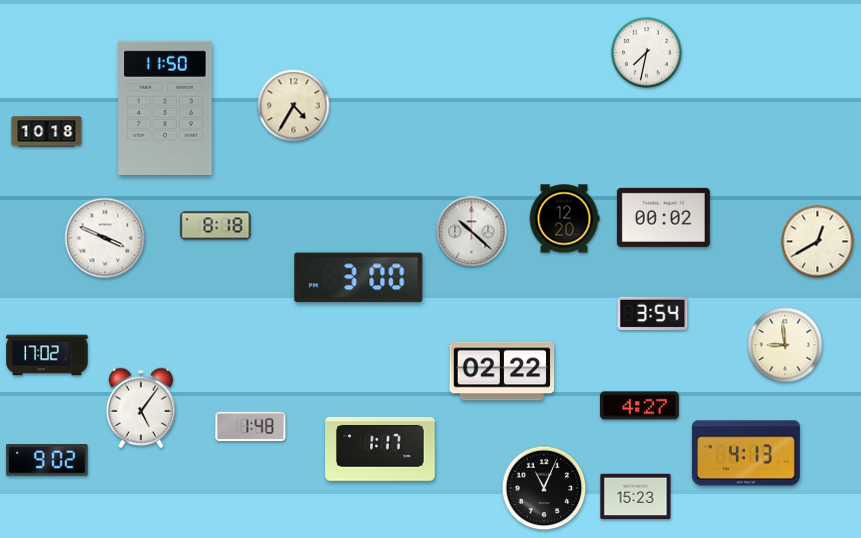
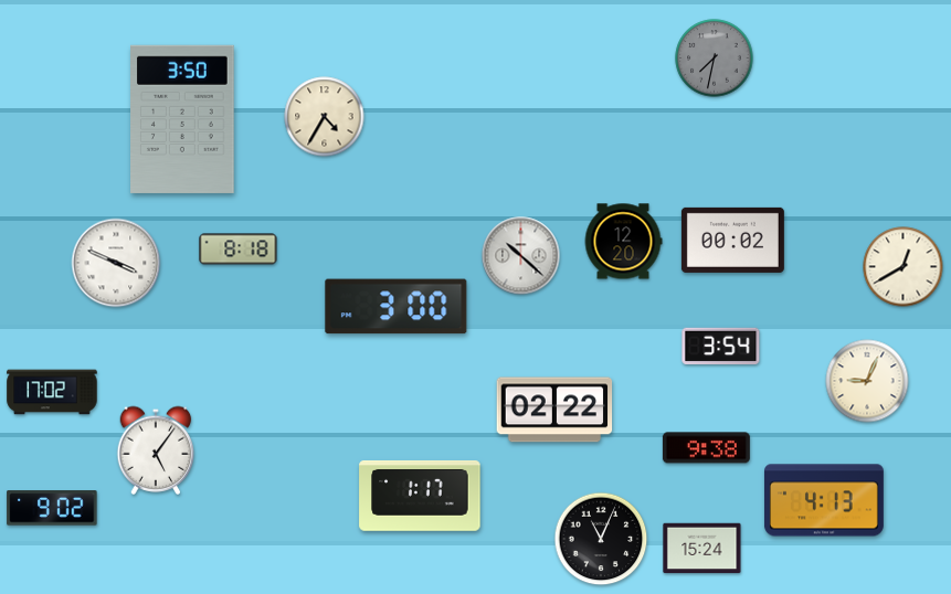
clock at (647, 53) dial: white -> grey
clock at (165, 108): 11:50 -> 3:50
clock at (47, 132): 10:18 -> none
clock at (785, 345): 8:59 -> 9:04
clock at (639, 406): 4:27 -> 9:38
clock at (251, 427): 1:48 -> none
clock at (636, 497): 15:23 -> 15:24
